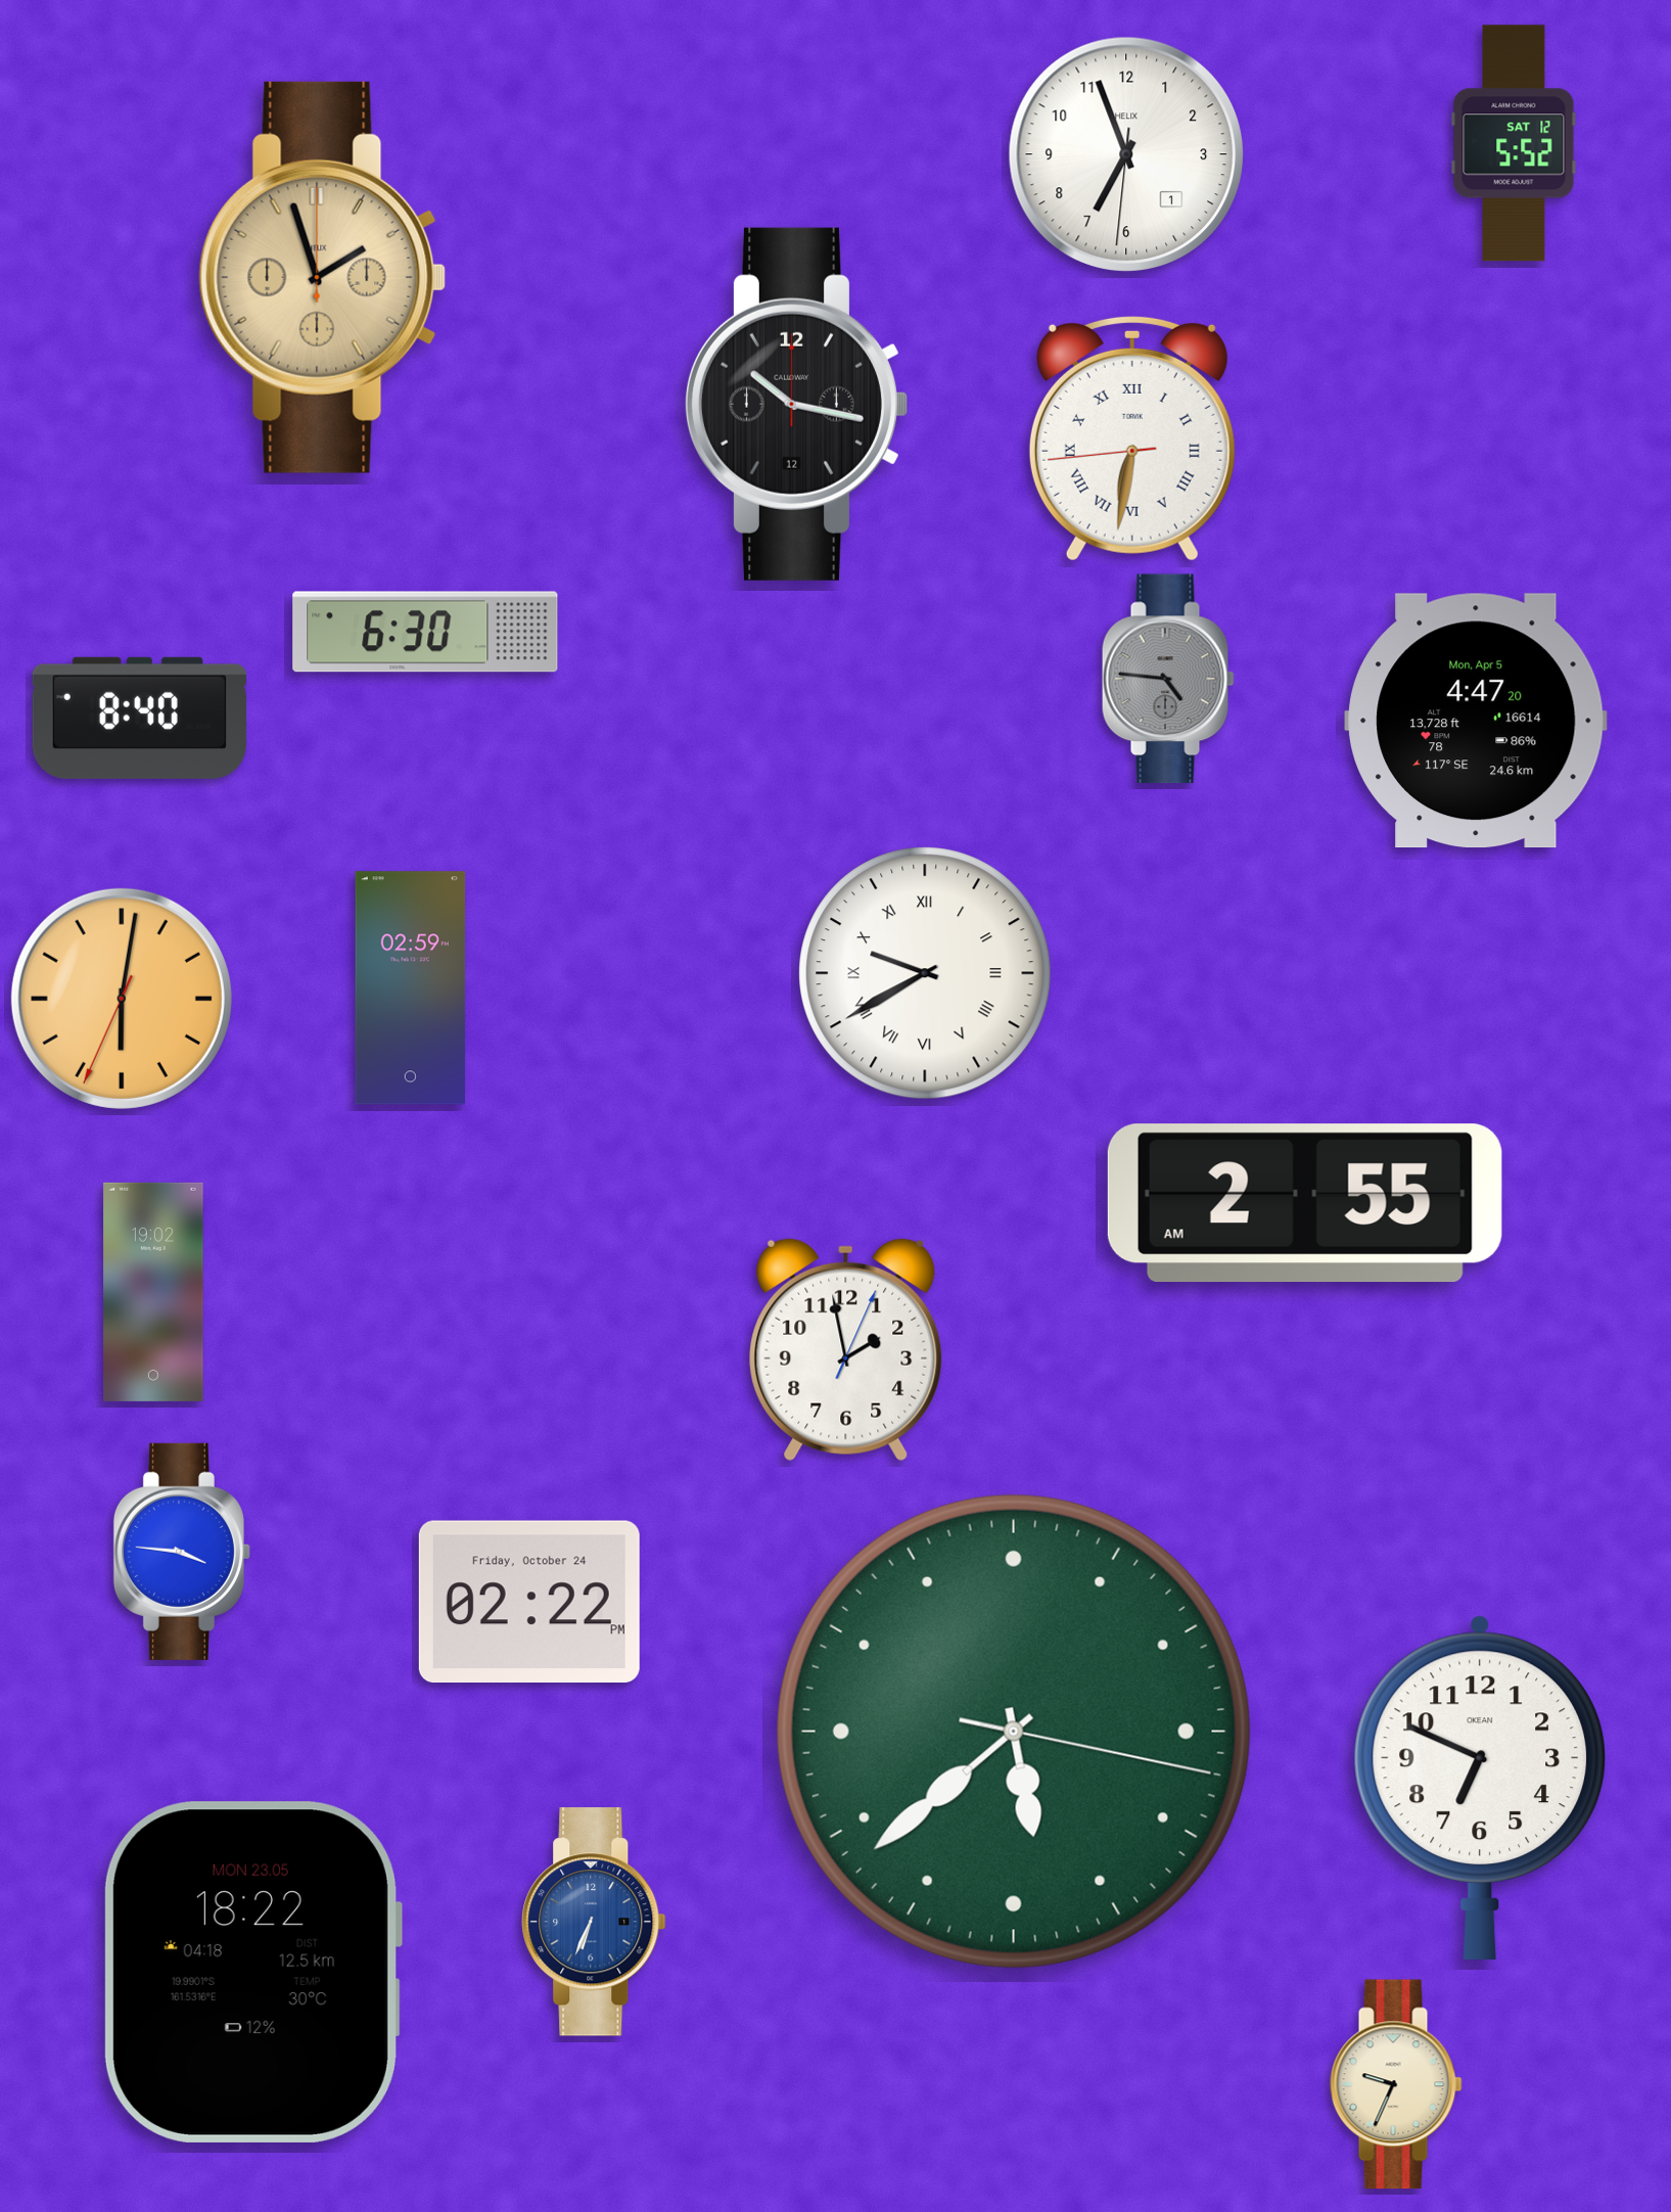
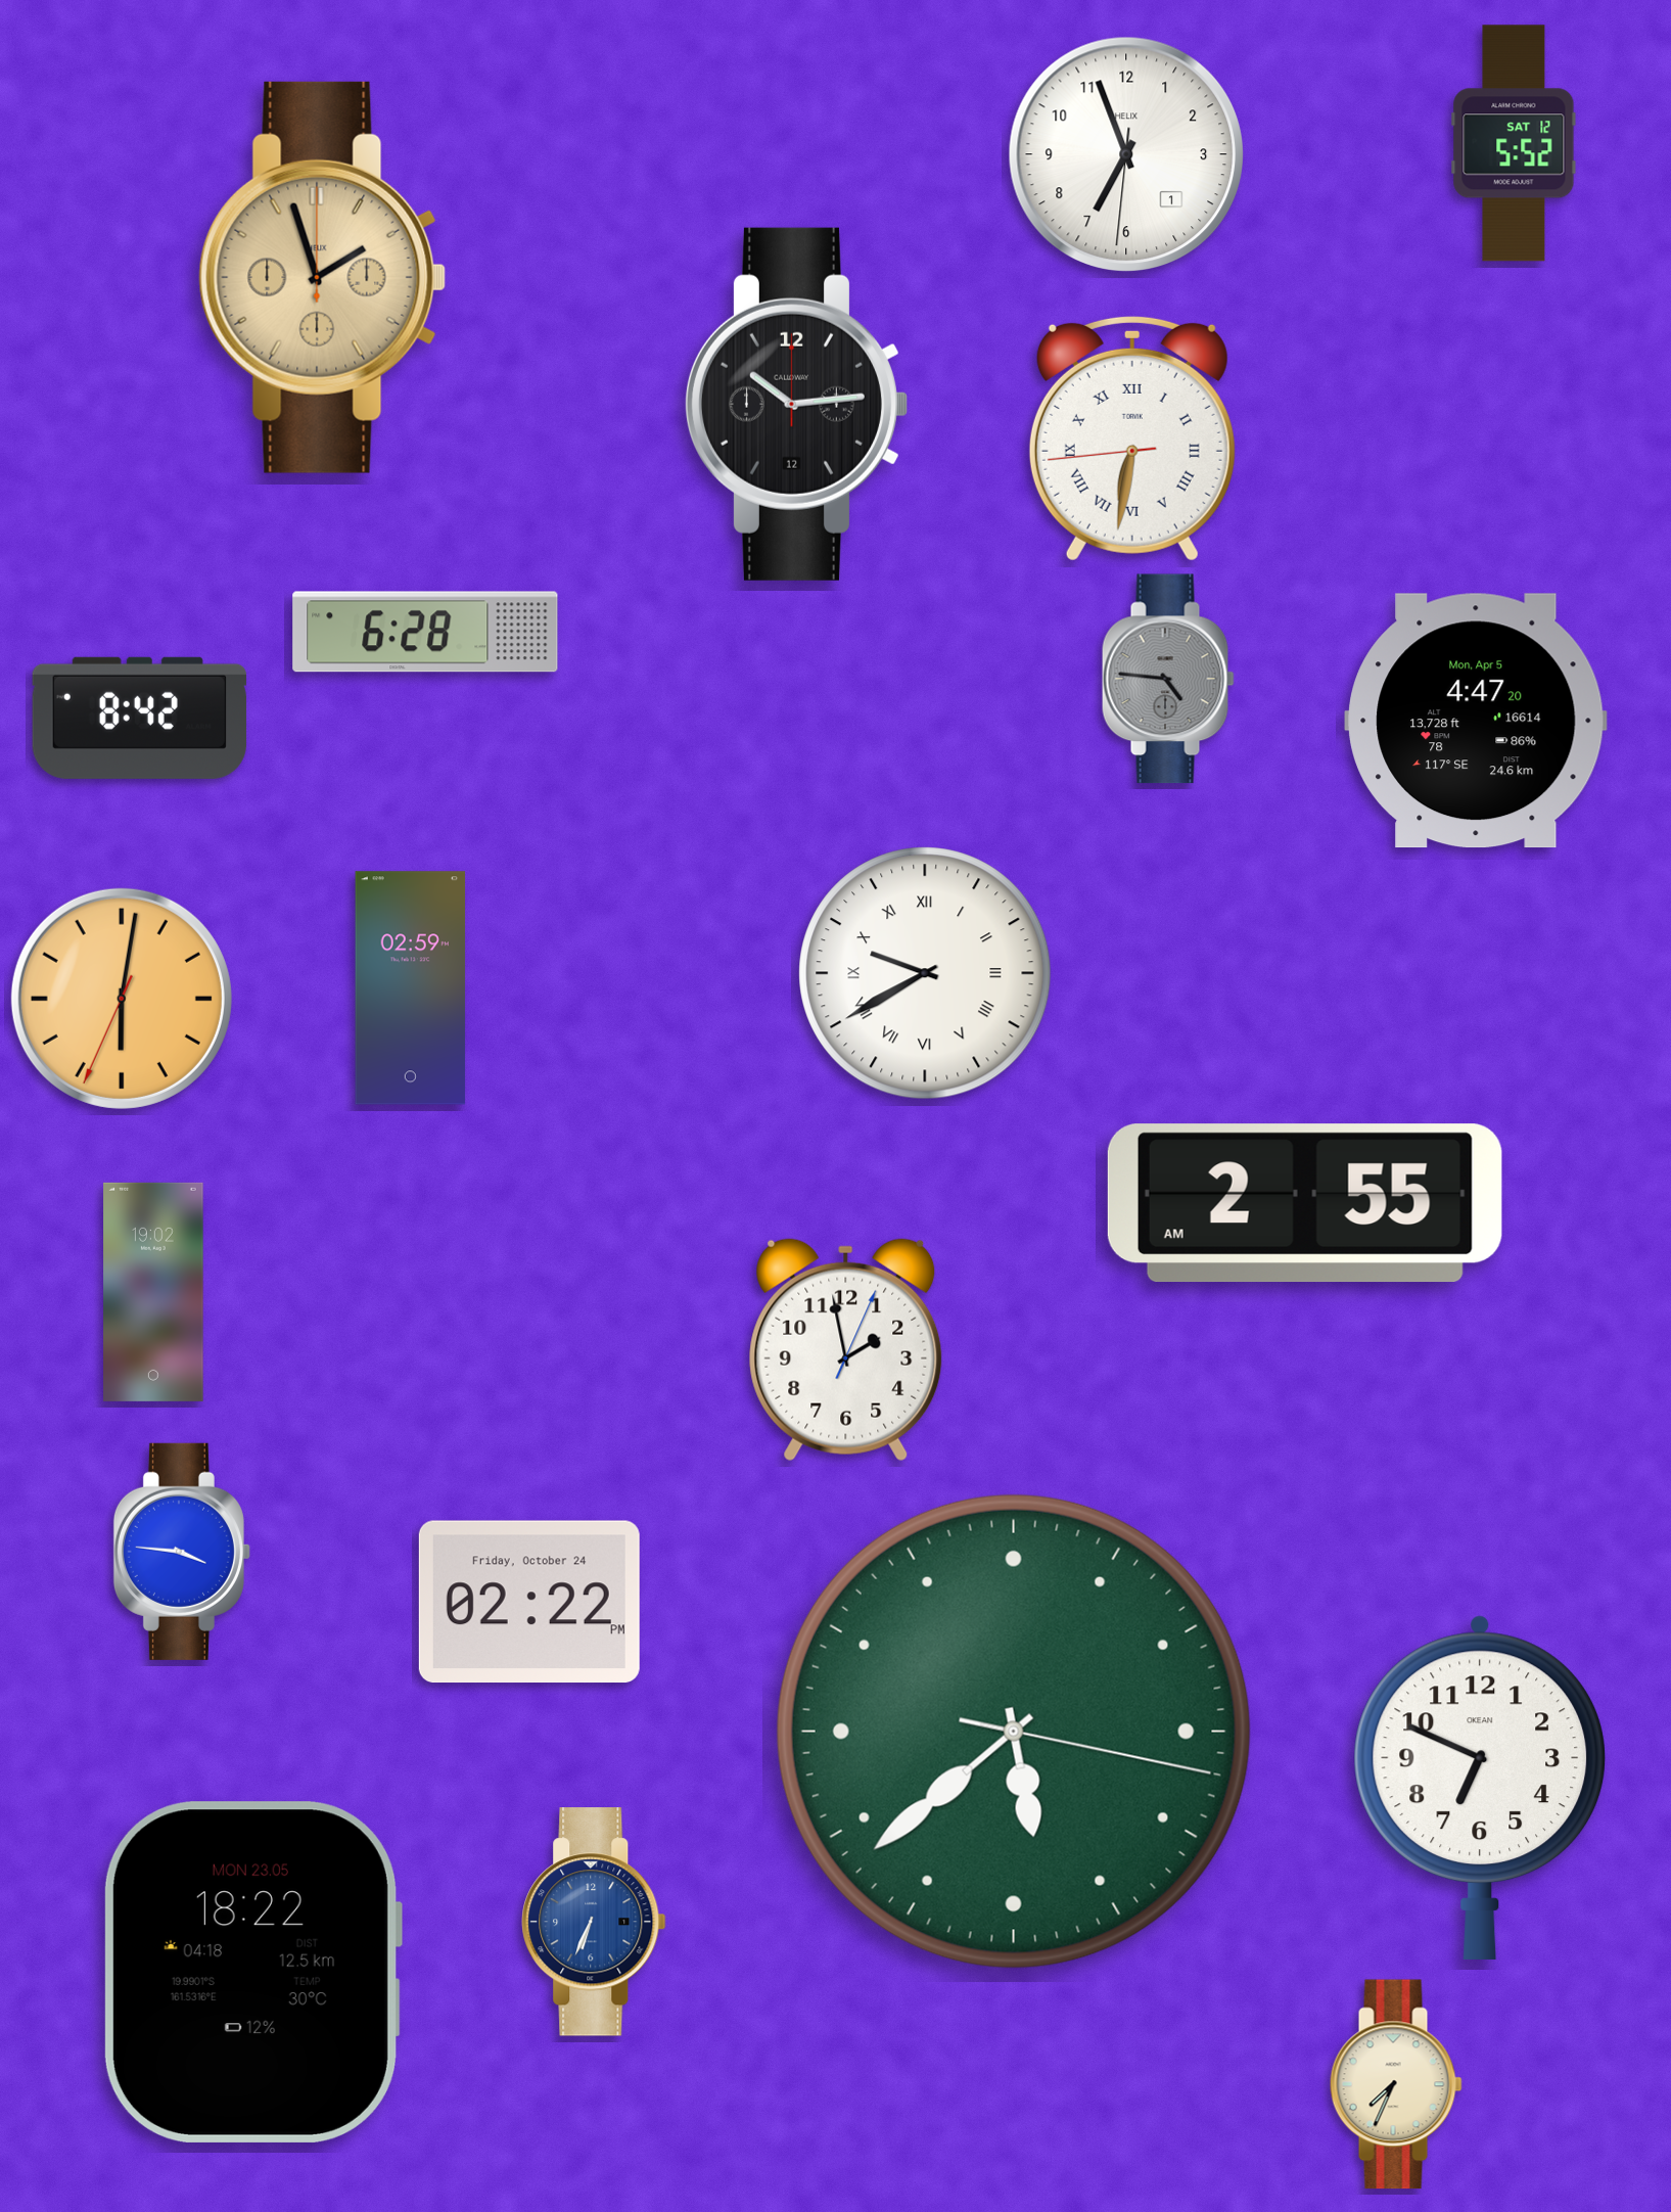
clock at (796, 404): 10:17 -> 10:14
clock at (425, 632): 6:30 -> 6:28
clock at (139, 718): 8:40 -> 8:42
clock at (1396, 2084): 9:34 -> 7:34
